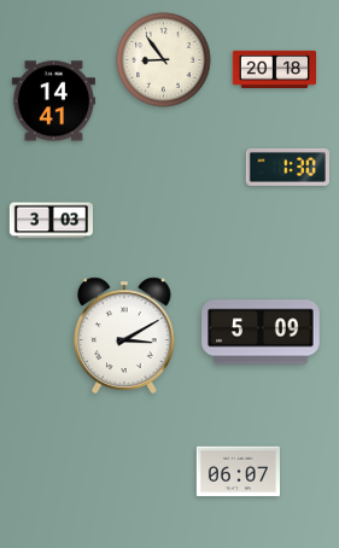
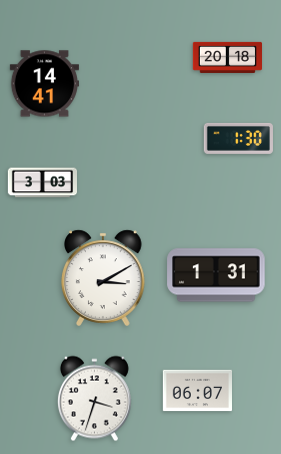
clock at (164, 60): 8:54 -> none
clock at (261, 332): 5:09 -> 1:31
clock at (94, 399): none -> 3:33
